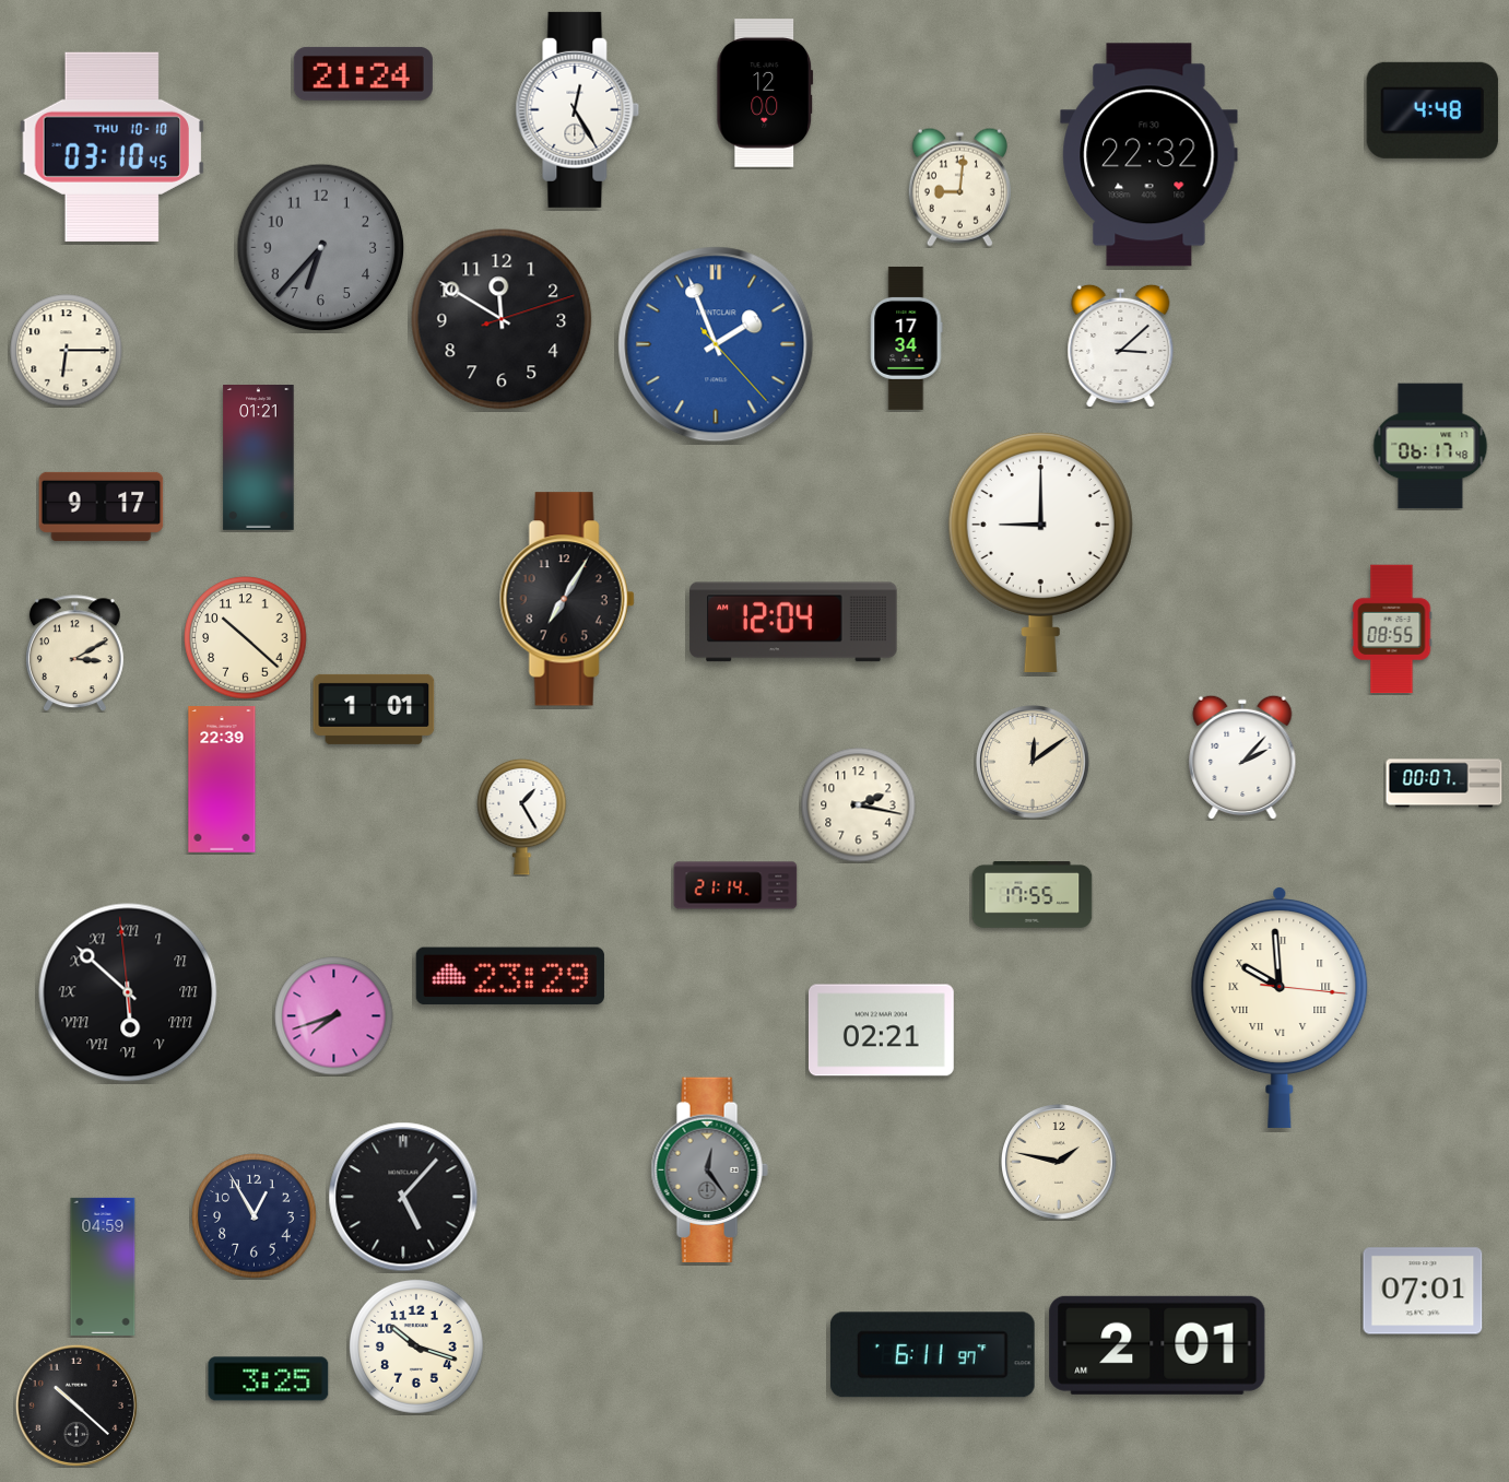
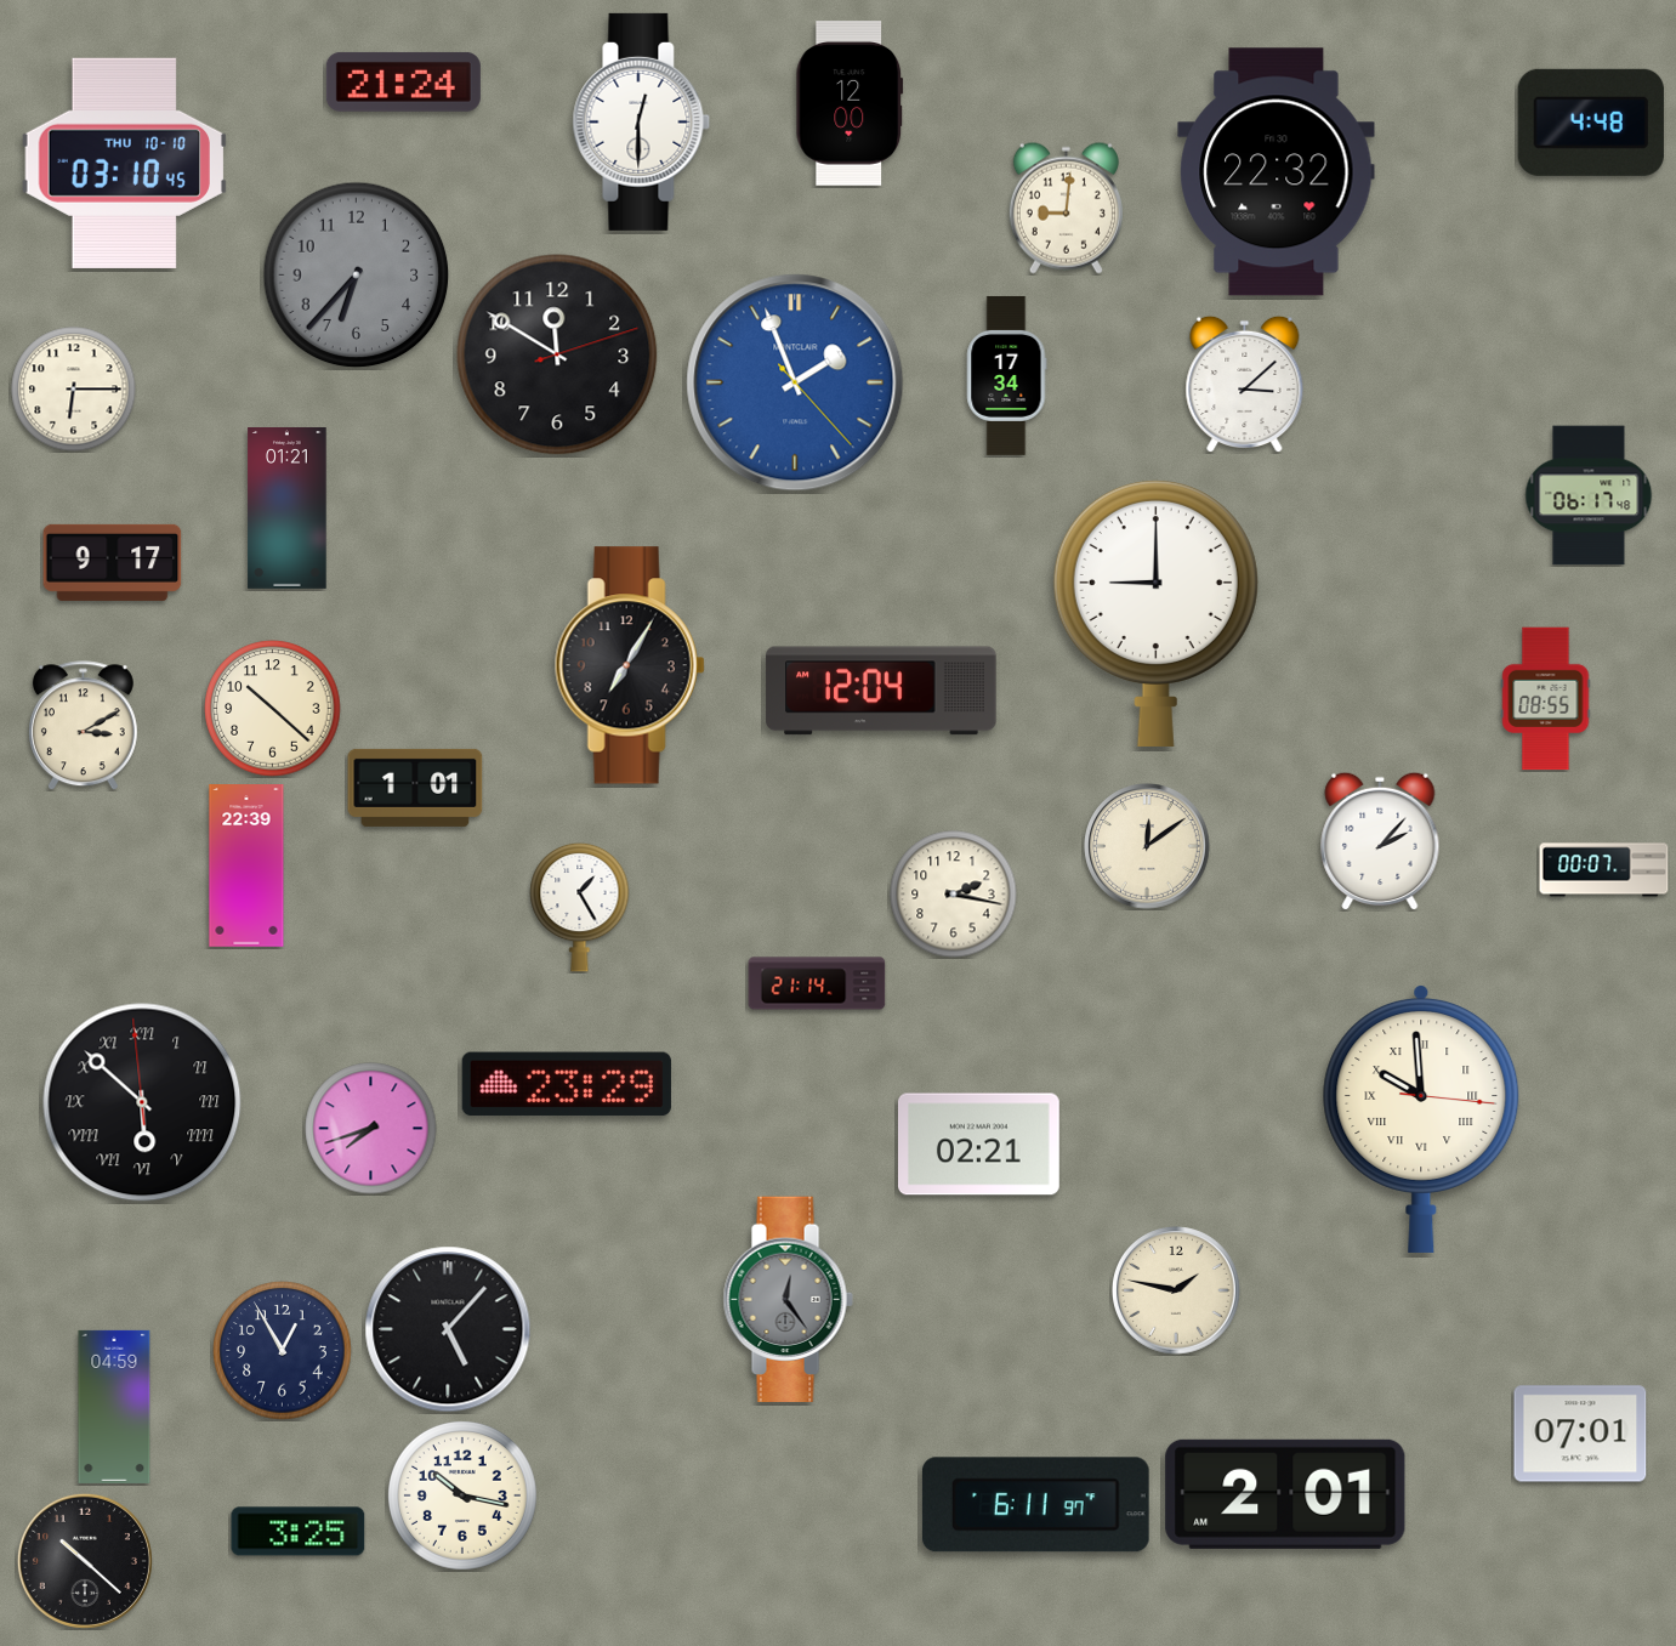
clock at (578, 109): 12:25 -> 12:30
clock at (1033, 895): 17:55 -> none
clock at (416, 1346): 10:18 -> 10:17
